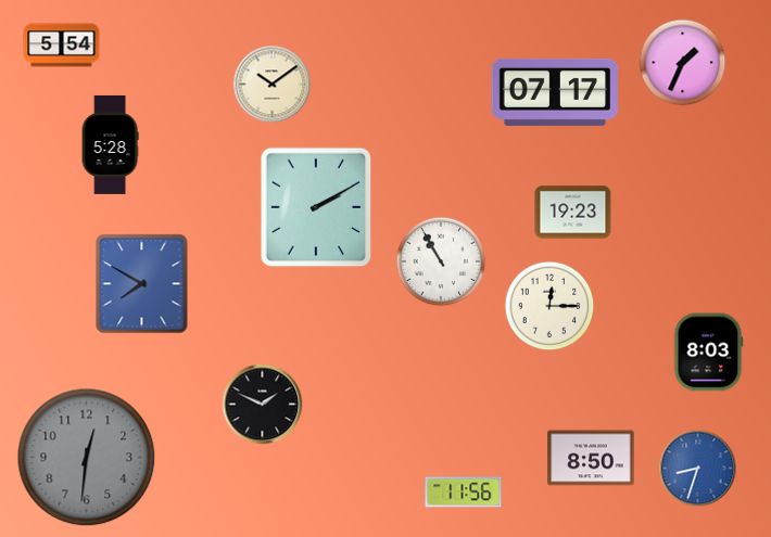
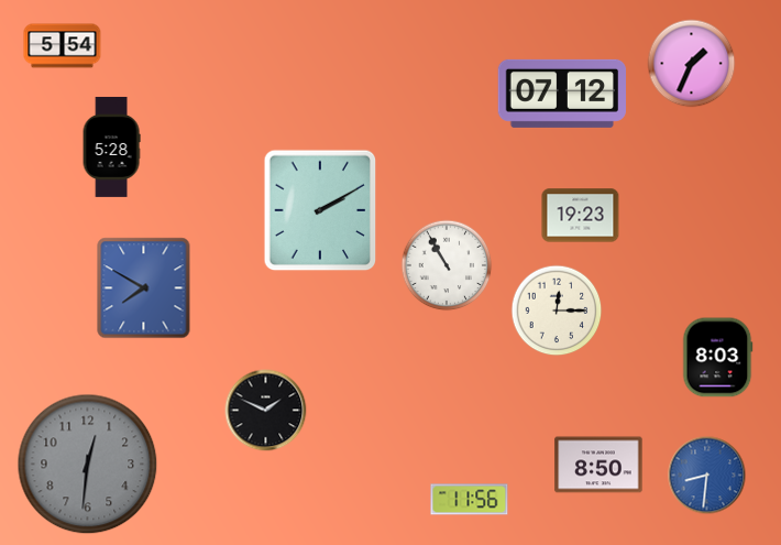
clock at (273, 85): 10:09 -> none
clock at (555, 92): 07:17 -> 07:12
clock at (698, 469): 8:33 -> 8:31
